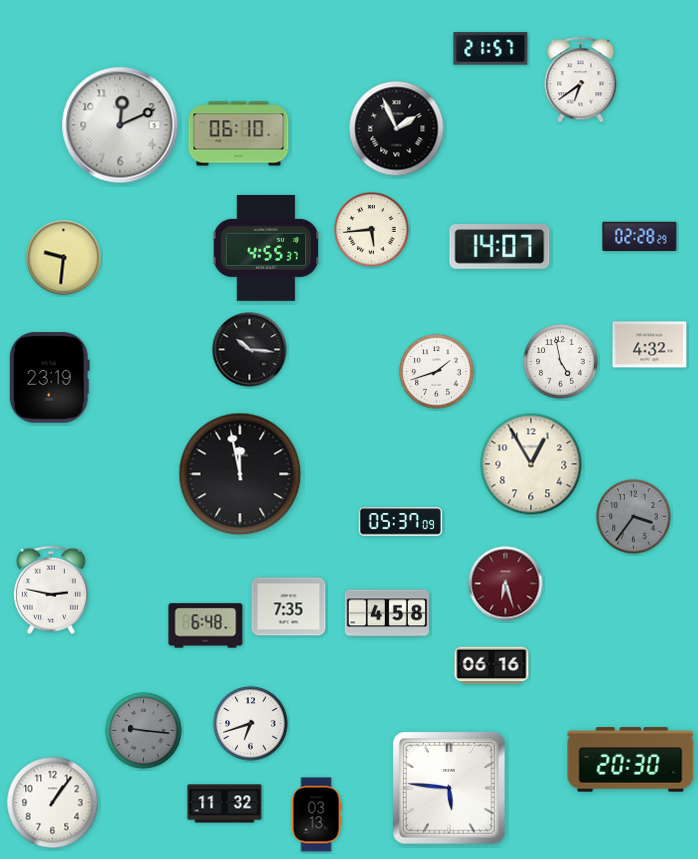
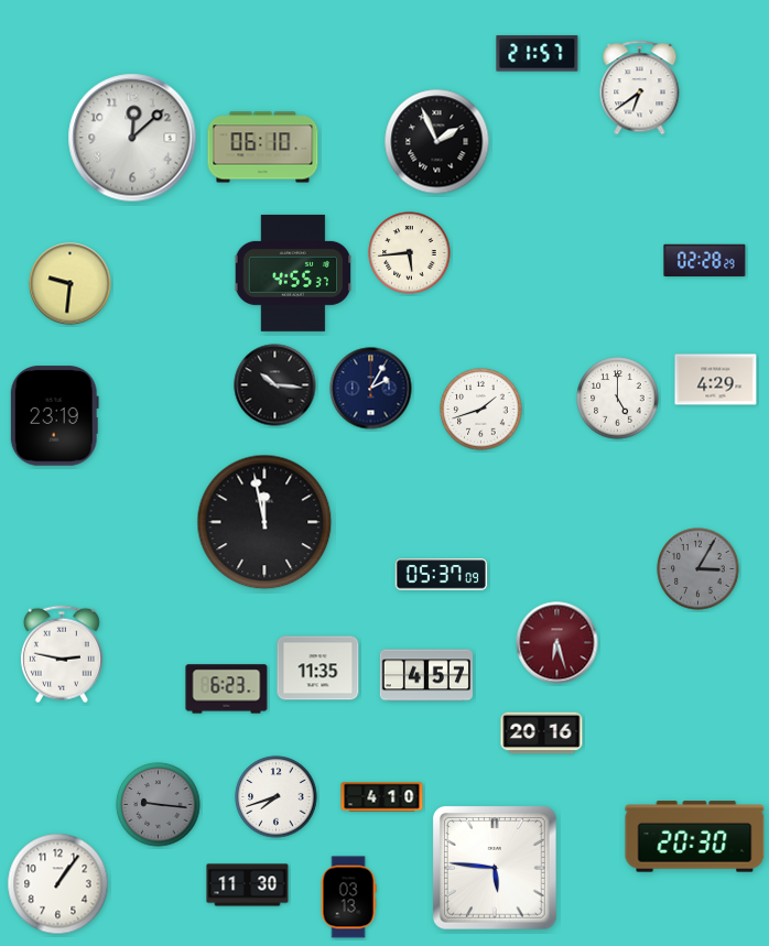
clock at (491, 49) position: (491, 49) -> (538, 54)
clock at (120, 125): 12:11 -> 12:08
clock at (500, 247): 14:07 -> none
clock at (650, 345): 4:32 -> 4:29
clock at (371, 389): none -> 2:05
clock at (561, 362): 4:58 -> 5:00
clock at (531, 464): 12:55 -> none
clock at (634, 517): 3:36 -> 3:05
clock at (51, 590) position: (51, 590) -> (62, 654)
clock at (289, 607): 7:35 -> 11:35
clock at (386, 613): 4:58 -> 4:57
clock at (206, 626): 6:48 -> 6:23
clock at (492, 666): 06:16 -> 20:16
clock at (251, 724): 6:42 -> 7:42
clock at (382, 797): none -> 4:10
clock at (225, 804): 11:32 -> 11:30
